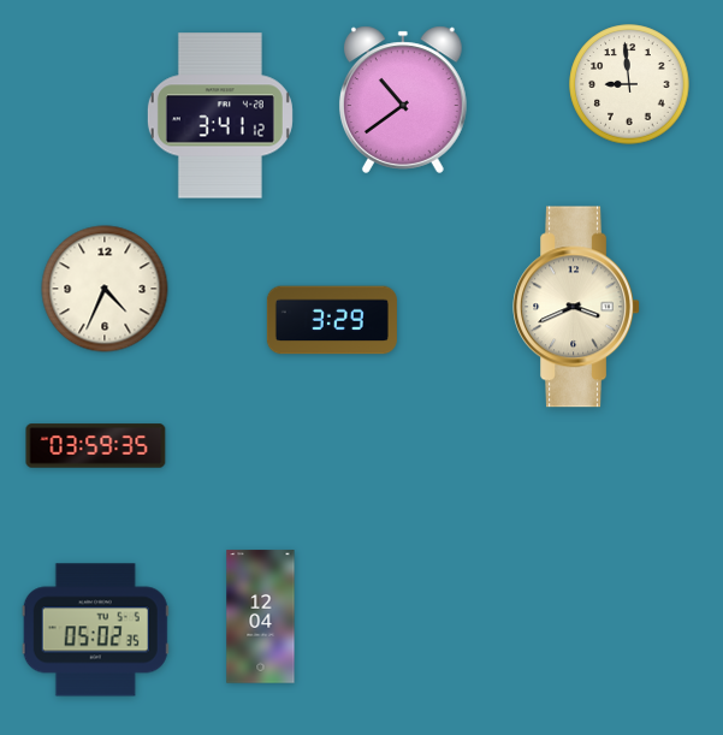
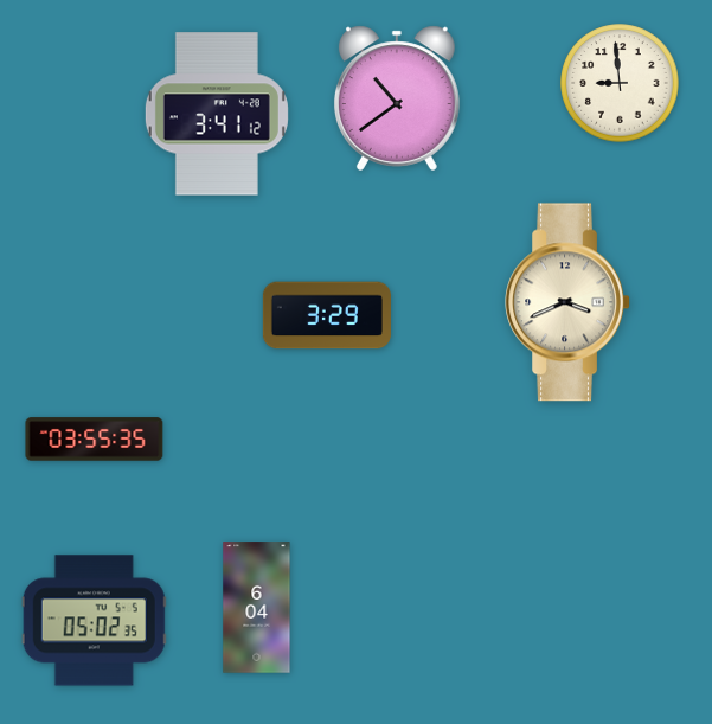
clock at (105, 289): 4:34 -> none
clock at (96, 446): 03:59 -> 03:55
clock at (261, 617): 12:04 -> 6:04
